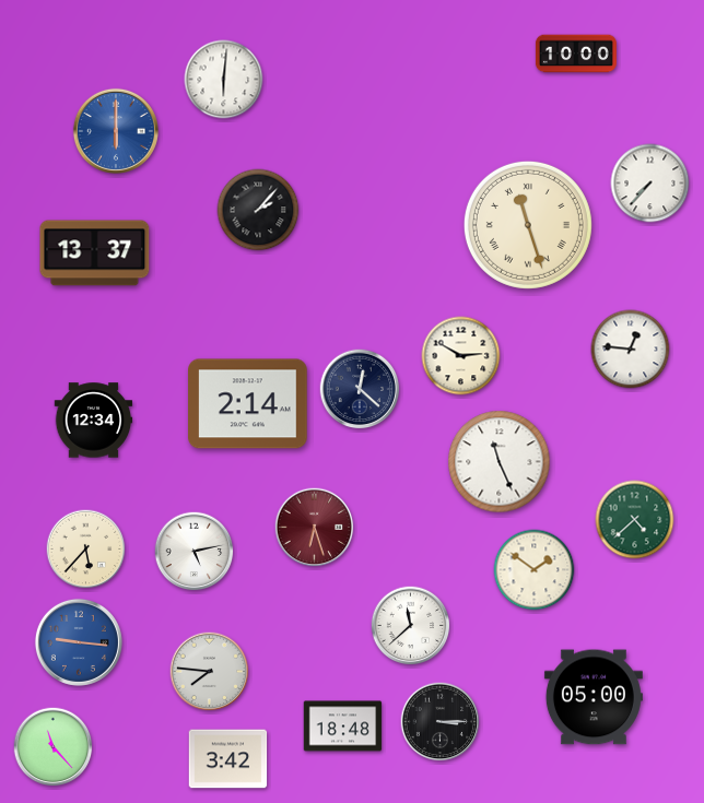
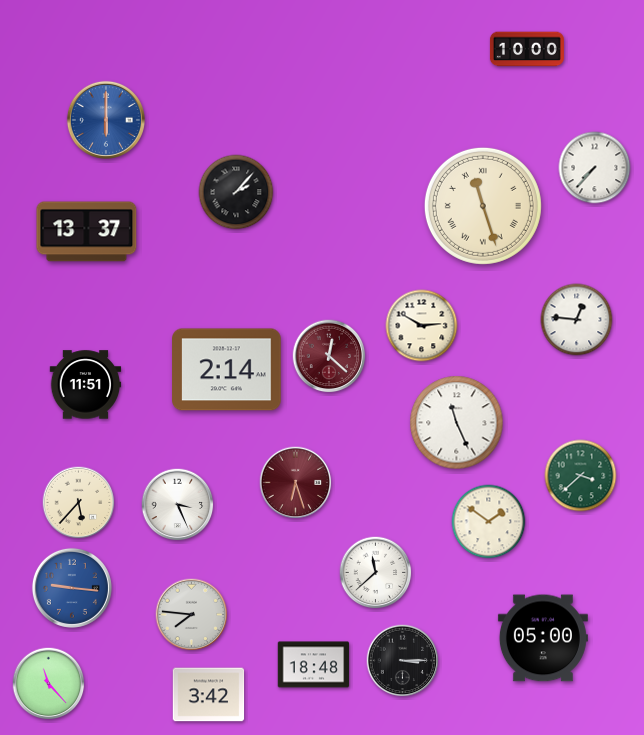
clock at (224, 80): 6:01 -> none
clock at (360, 389) dial: navy -> burgundy
clock at (94, 421): 12:34 -> 11:51
clock at (635, 520): 4:38 -> 3:38
clock at (315, 528) position: (315, 528) -> (296, 483)
clock at (195, 552): 5:13 -> 3:26
